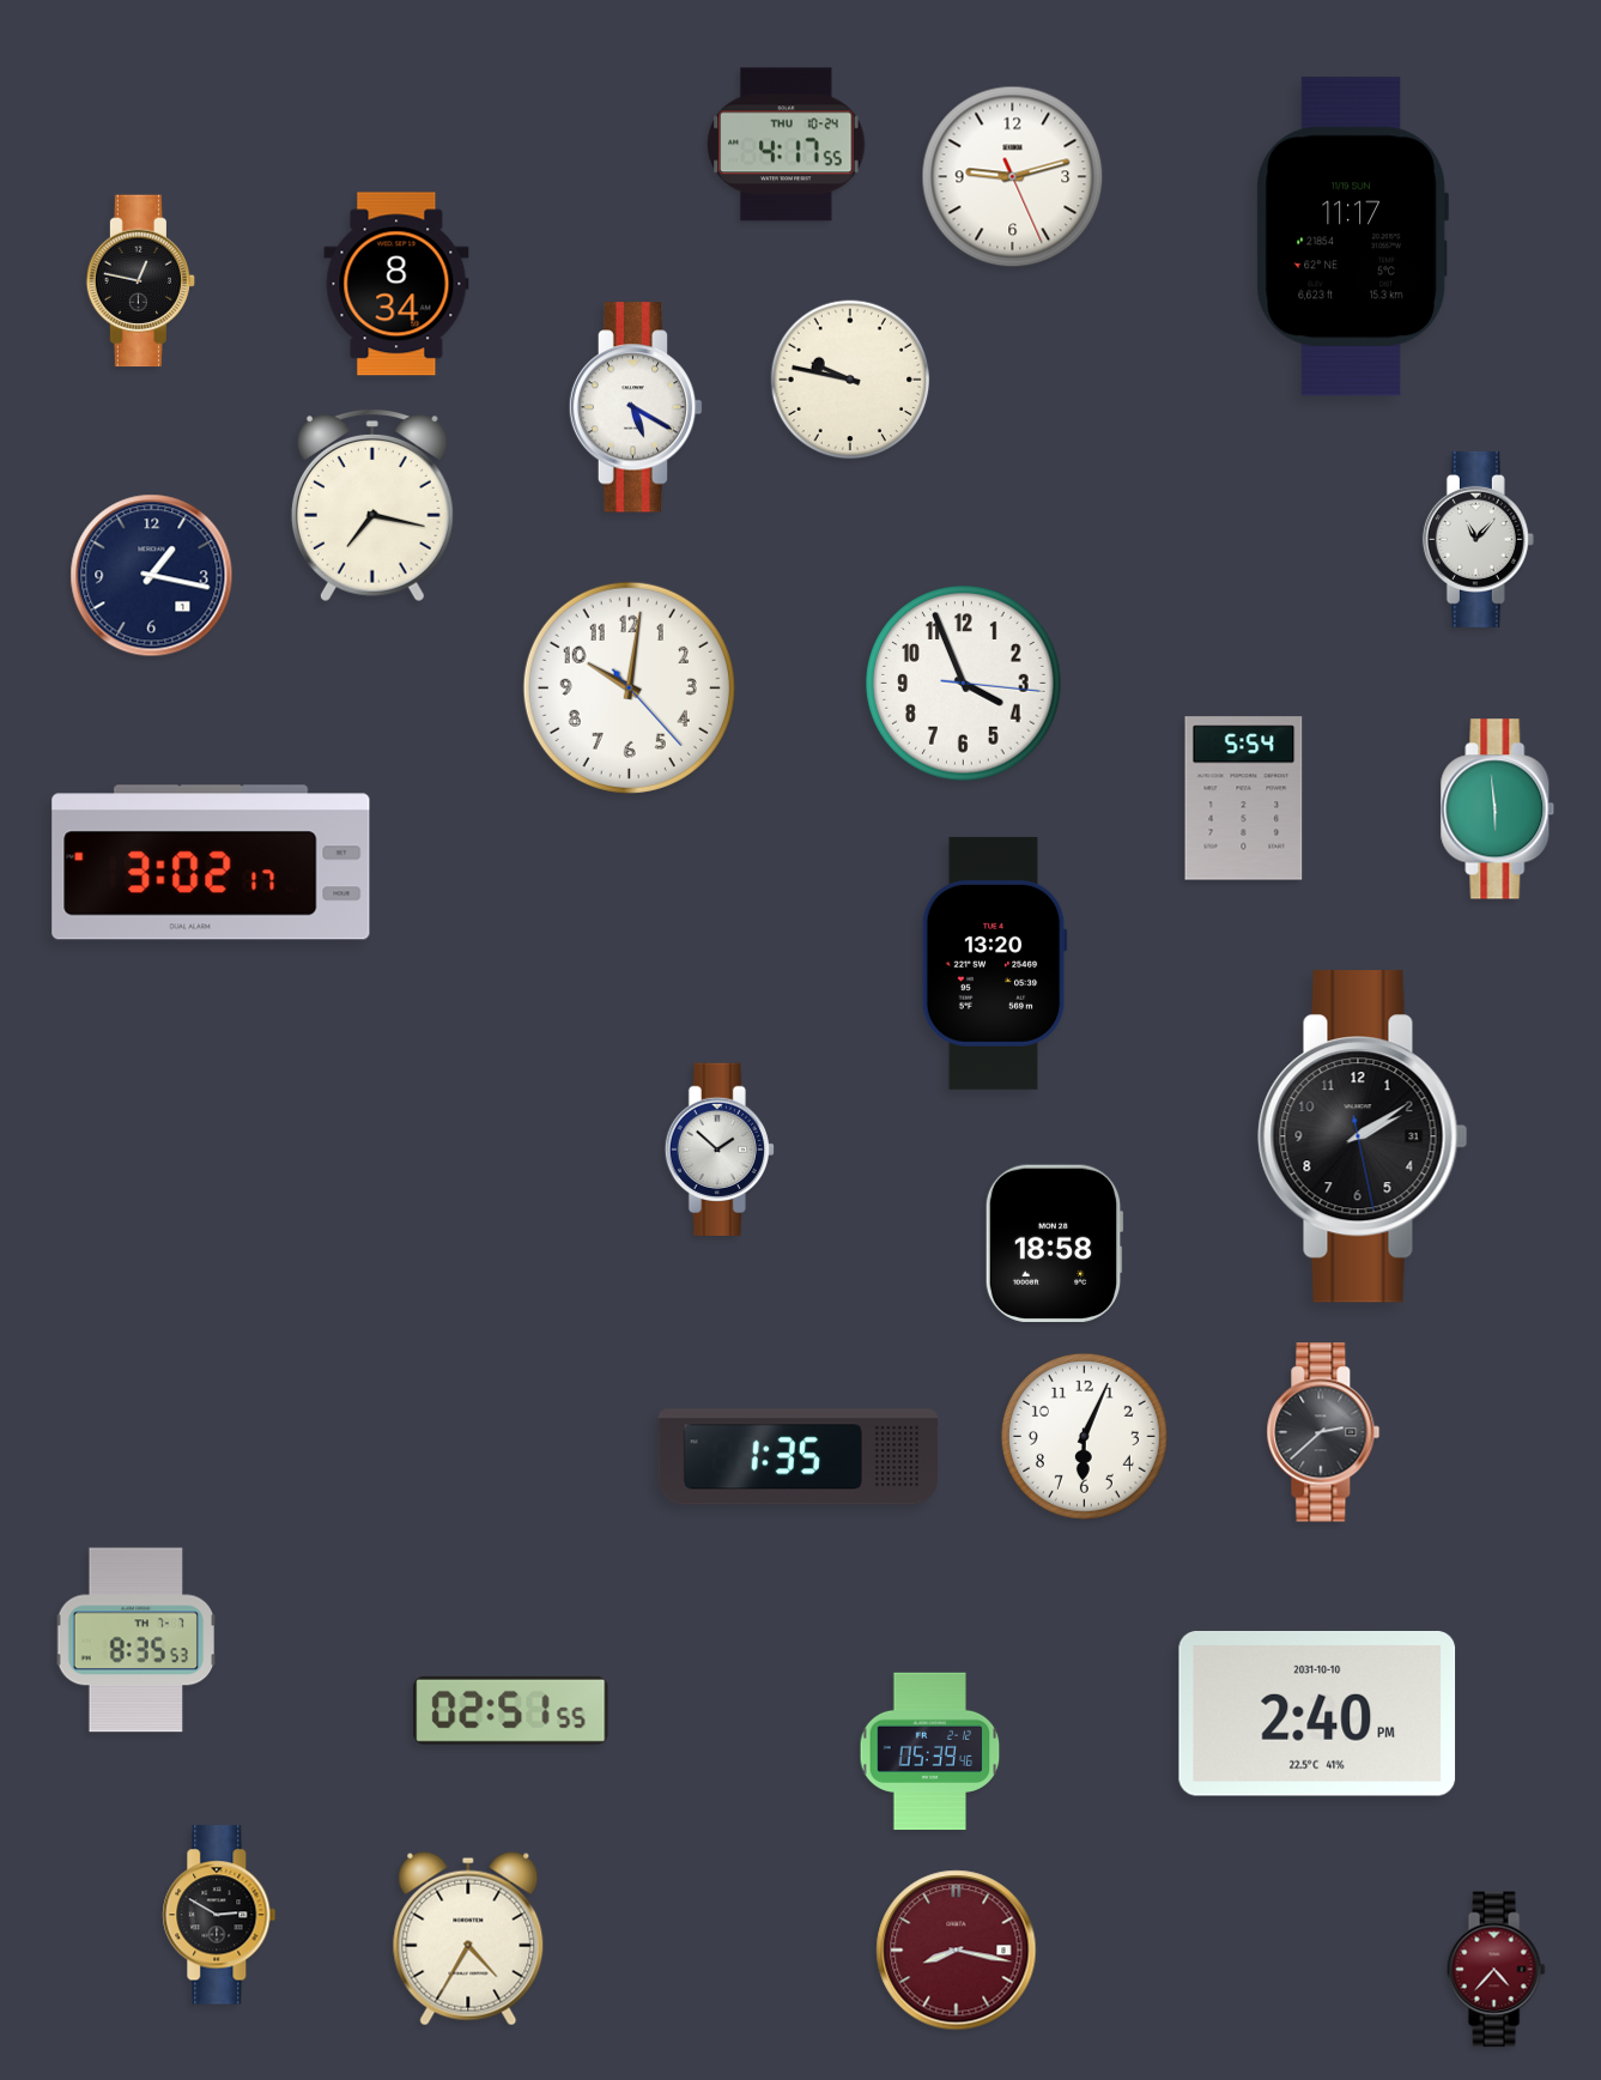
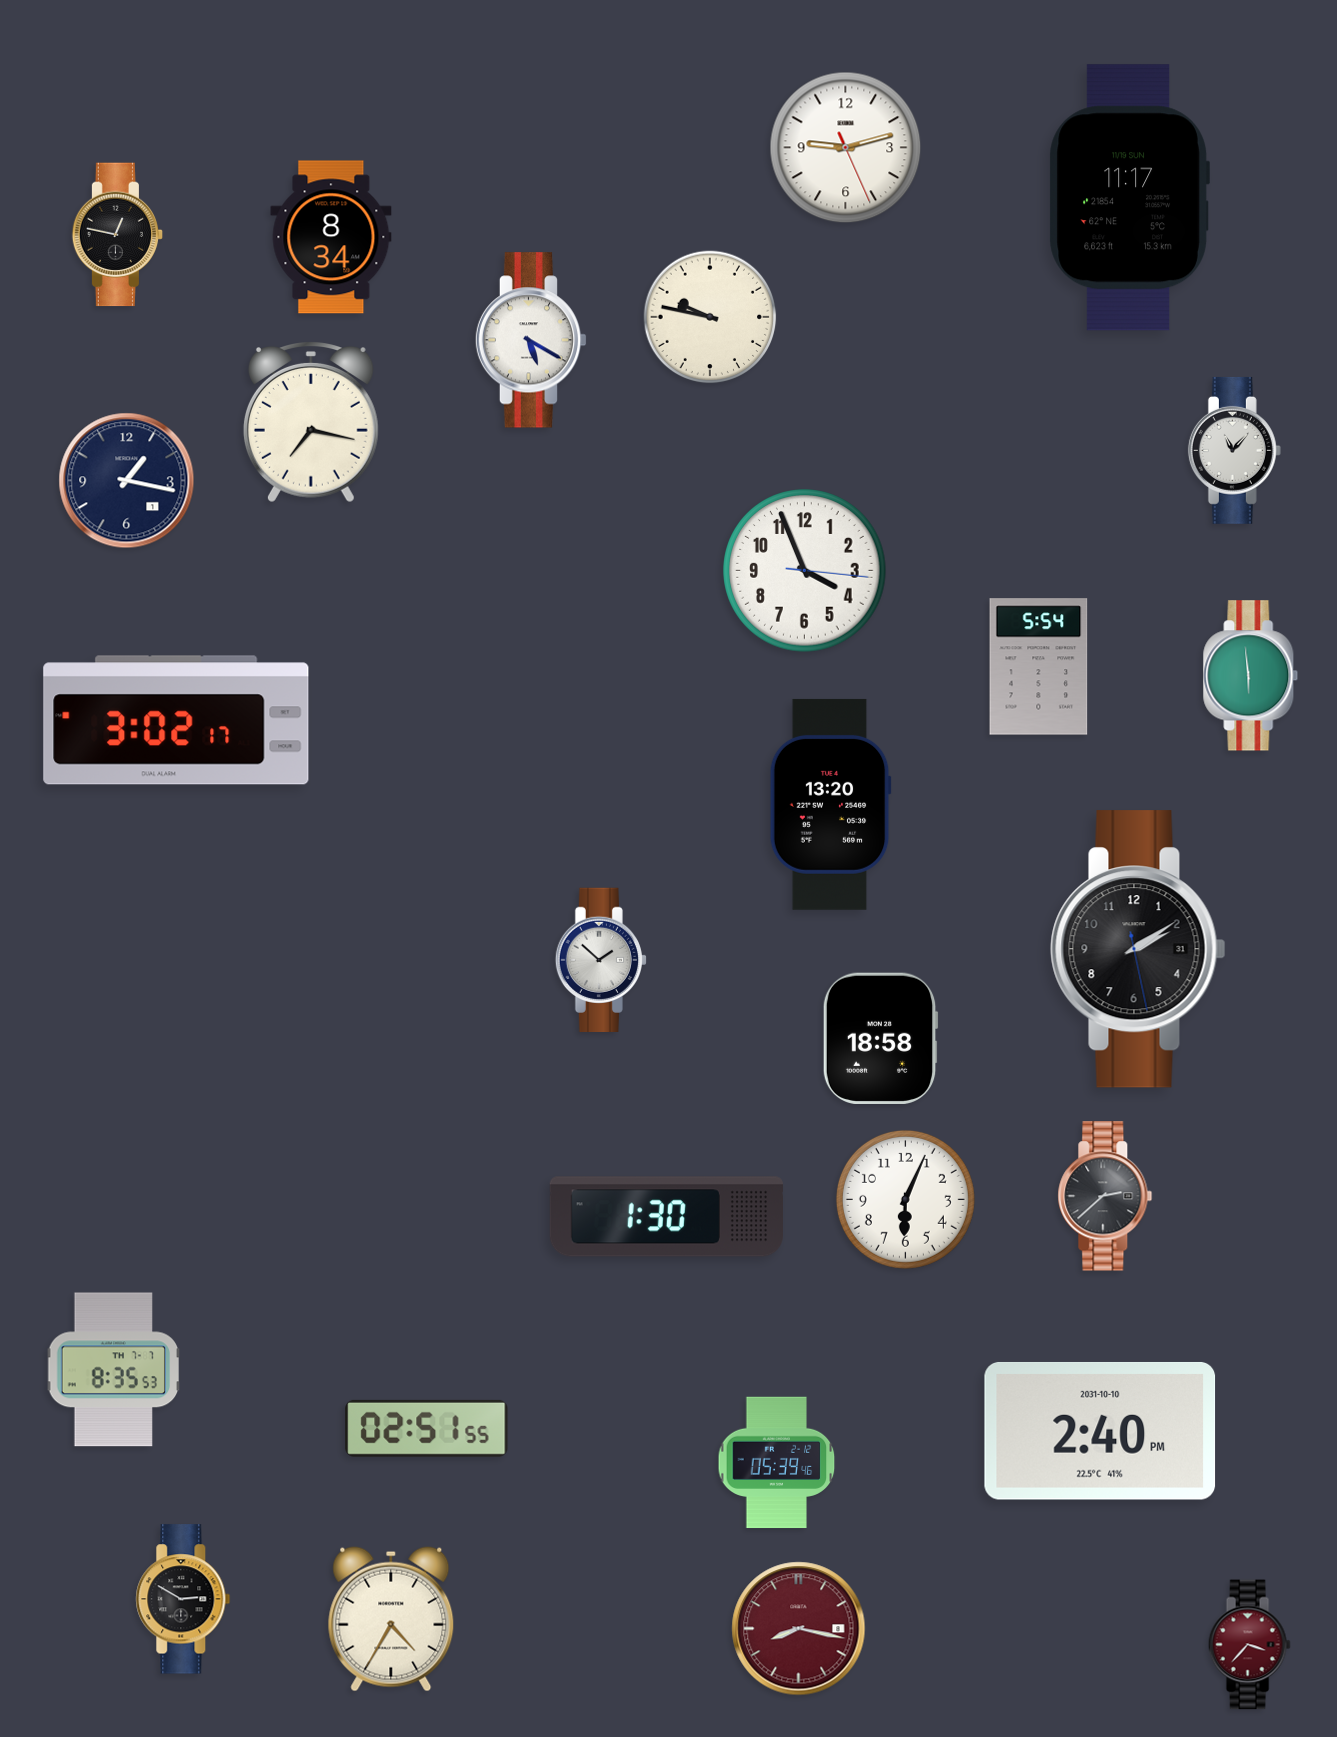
clock at (787, 145): 4:17 -> none
clock at (629, 687): 10:01 -> none
clock at (798, 1457): 1:35 -> 1:30
clock at (1496, 1970): 4:37 -> 3:37
